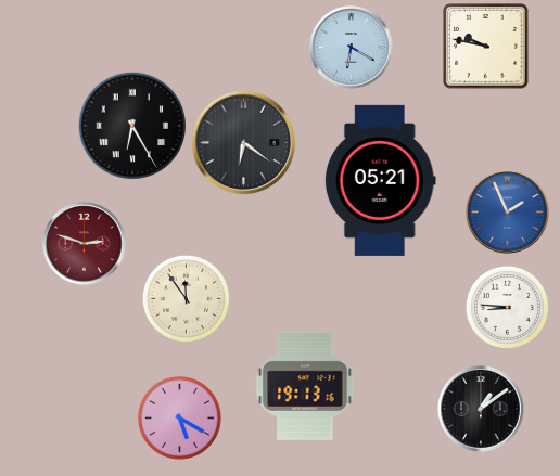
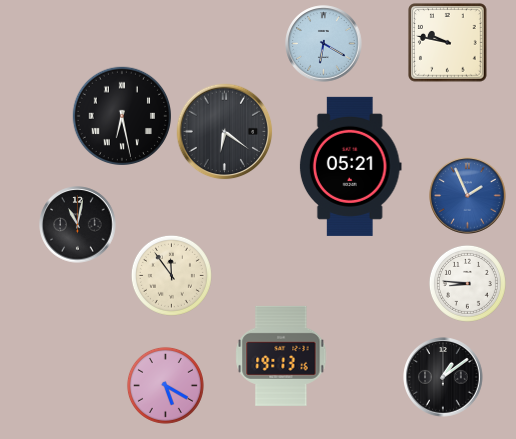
clock at (131, 125): 6:25 -> 6:28
clock at (85, 244): 2:48 -> 11:02
clock at (85, 244) dial: burgundy -> black
